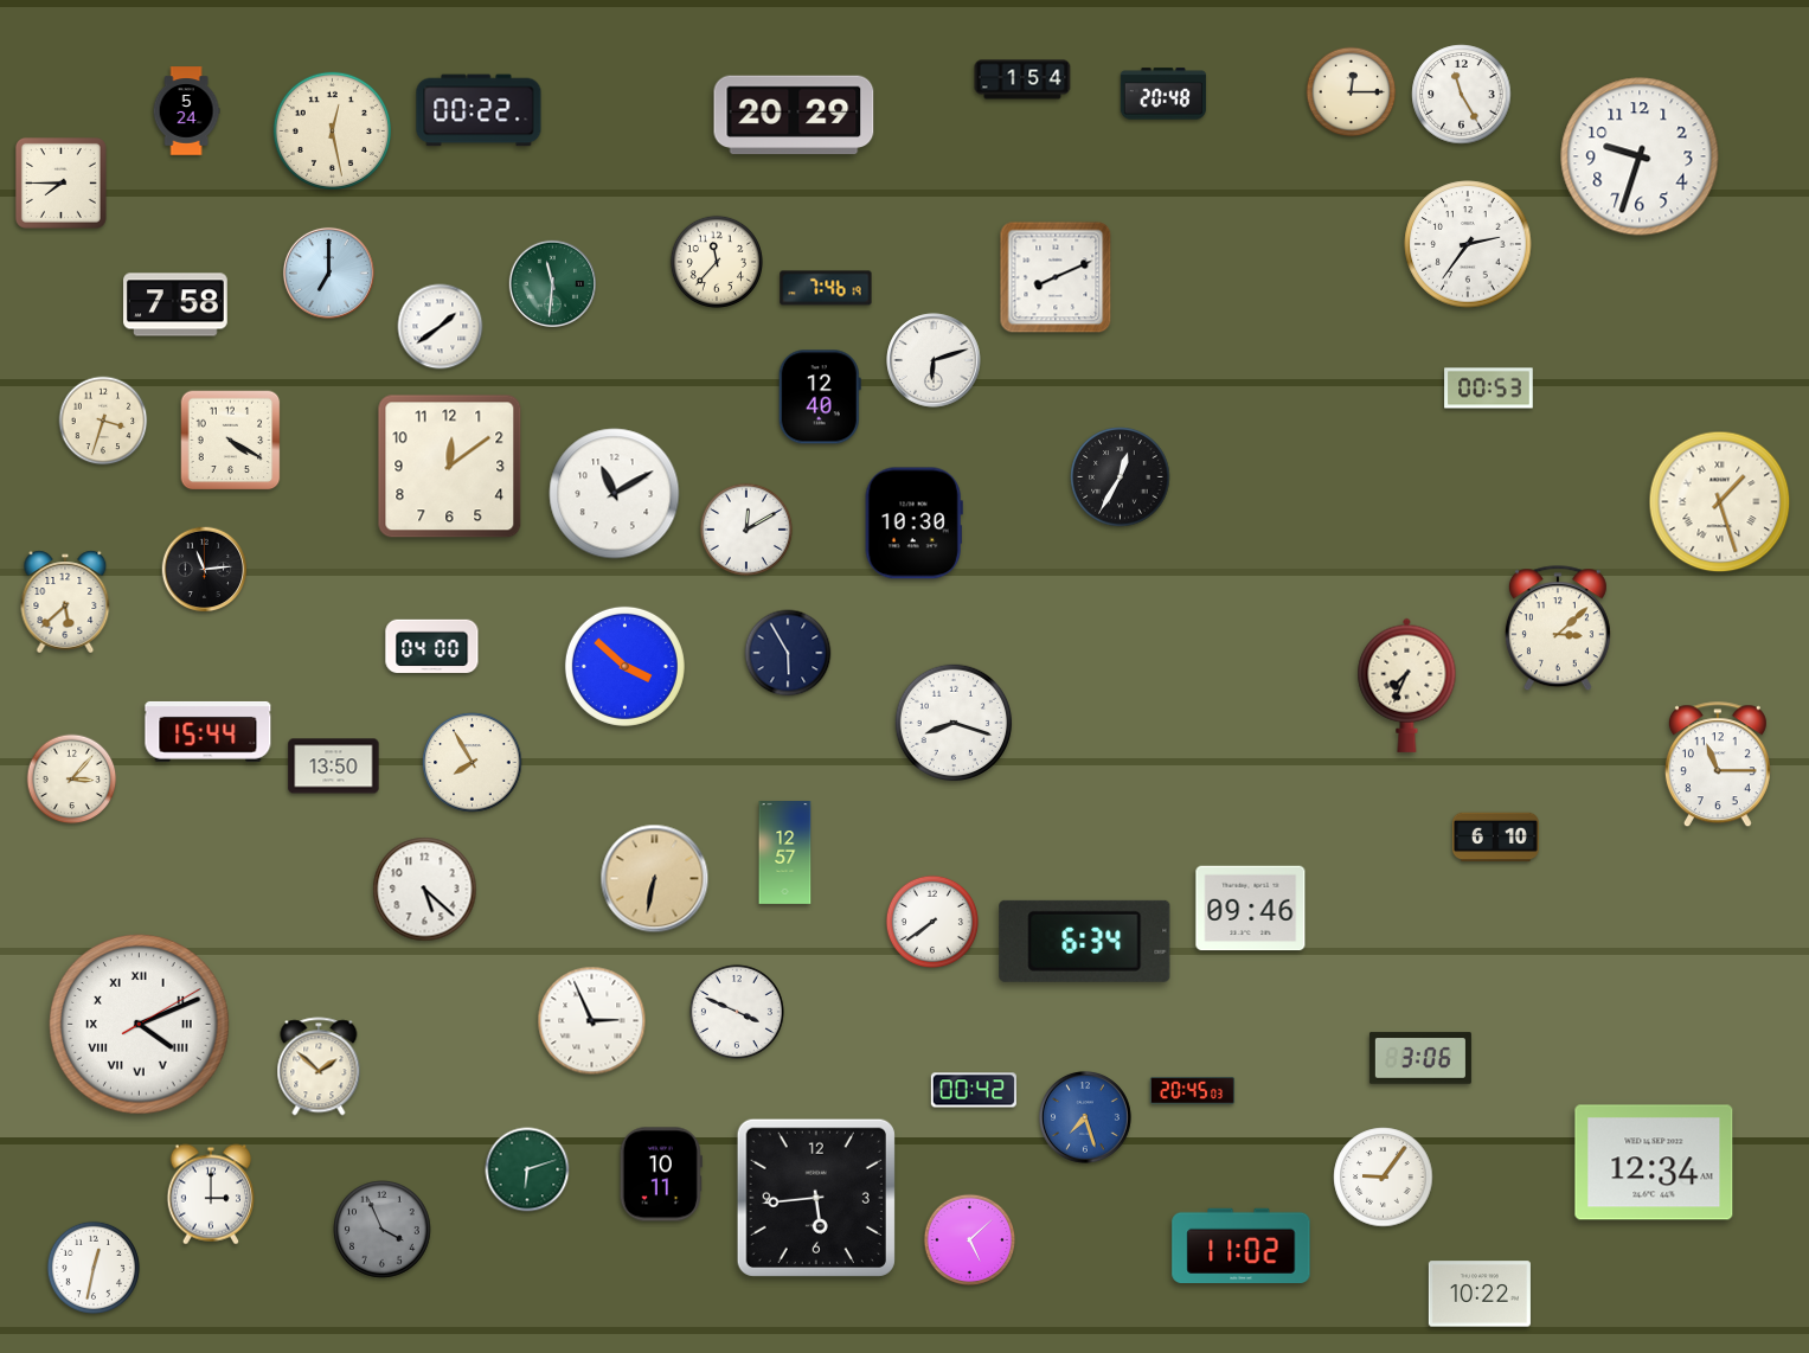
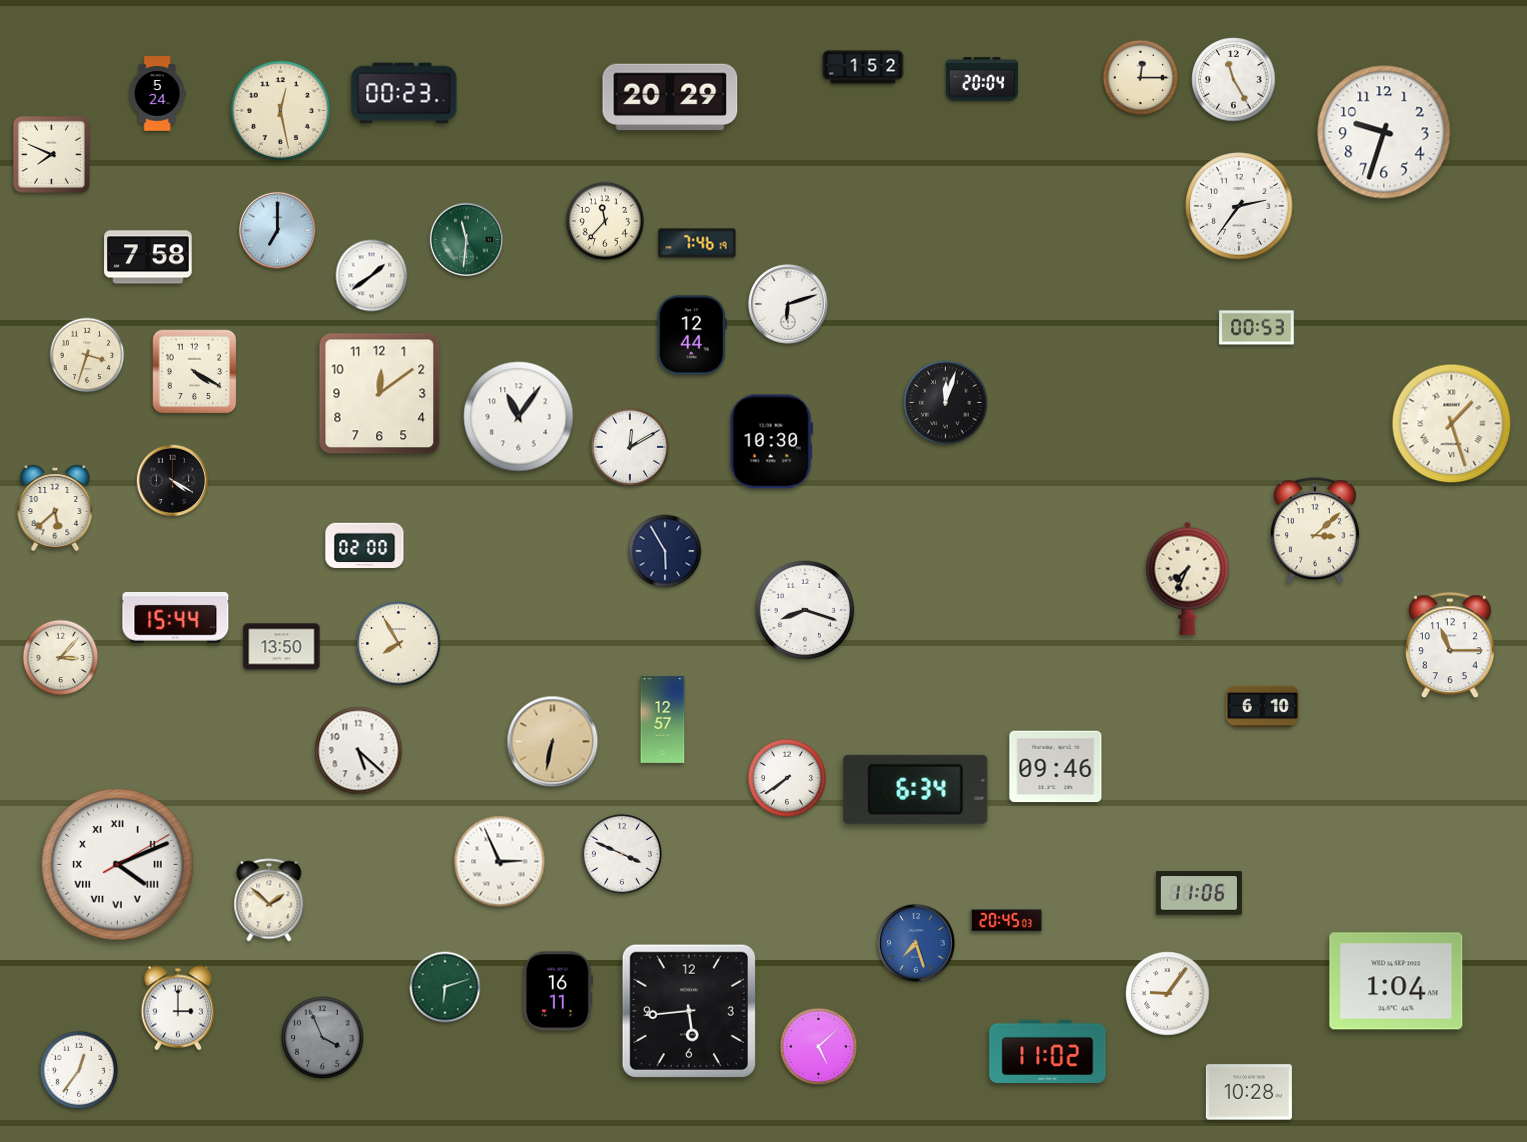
clock at (1022, 79): 1:54 -> 1:52
clock at (1163, 94): 20:48 -> 20:04
clock at (479, 110): 00:22 -> 00:23
clock at (60, 182): 7:45 -> 7:49
clock at (1056, 277): 8:11 -> none
clock at (820, 397): 12:40 -> 12:44
clock at (1121, 477): 12:35 -> 12:03
clock at (615, 494): 11:10 -> 11:06
clock at (205, 570): 11:14 -> 4:20
clock at (432, 646): 04:00 -> 02:00
clock at (624, 666): 3:52 -> none
clock at (1085, 941) position: (1085, 941) -> (916, 789)
clock at (1420, 1058): 3:06 -> 11:06
clock at (974, 1090): 00:42 -> none
clock at (1654, 1162): 12:34 -> 1:04
clock at (661, 1174): 10:11 -> 16:11
clock at (94, 1268): 12:32 -> 12:36
clock at (1480, 1294): 10:22 -> 10:28
